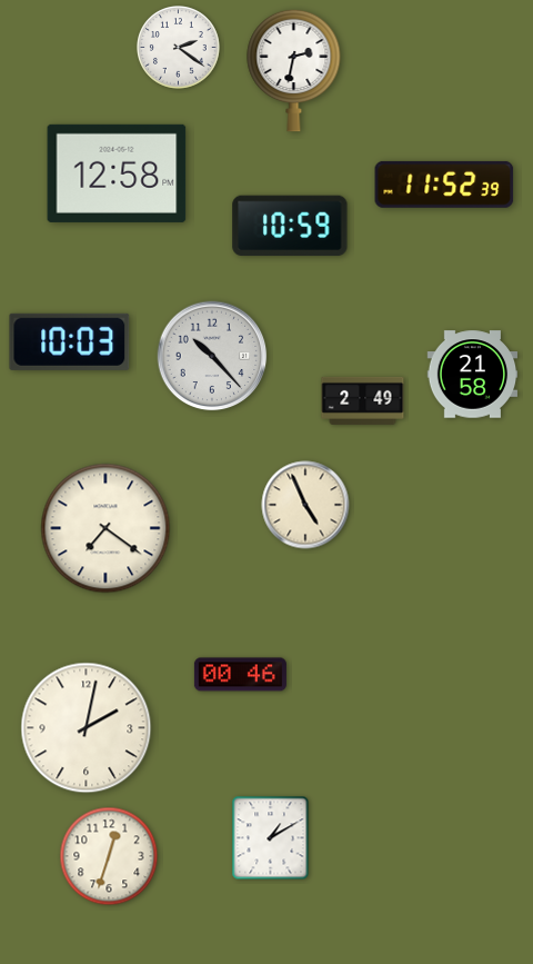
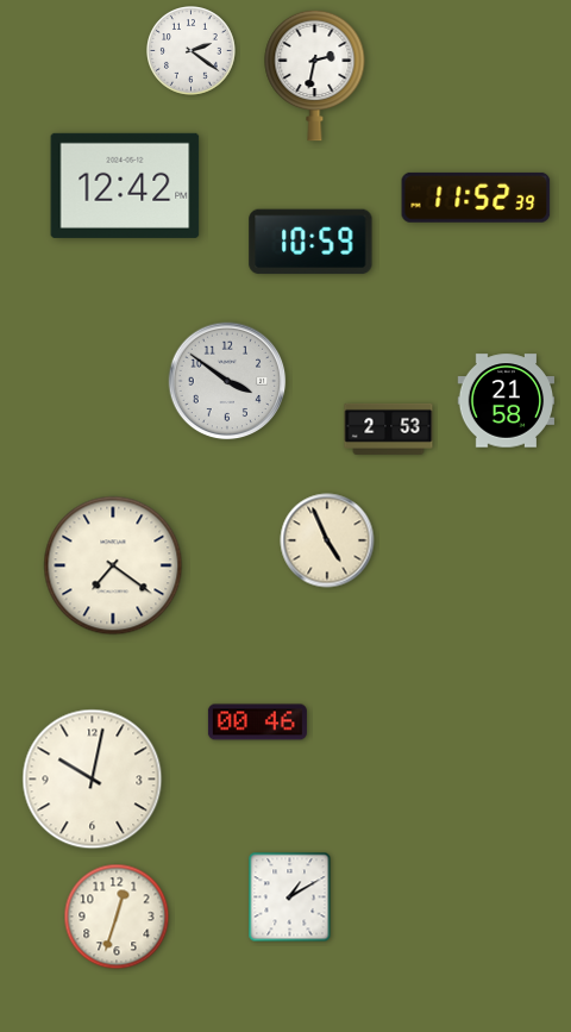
clock at (117, 173): 12:58 -> 12:42
clock at (70, 341): 10:03 -> none
clock at (212, 356): 10:23 -> 3:51
clock at (363, 400): 2:49 -> 2:53
clock at (87, 728): 2:02 -> 10:02
